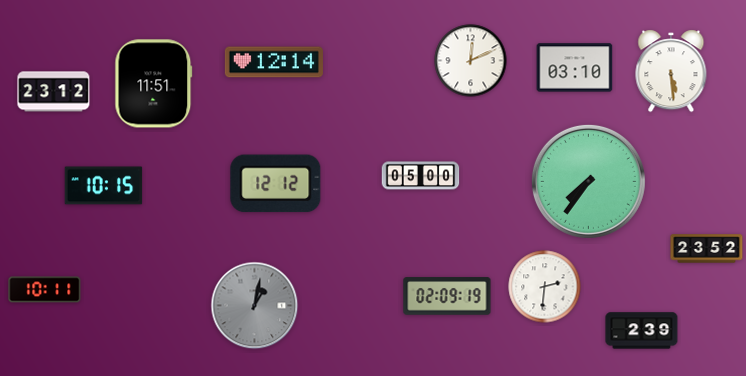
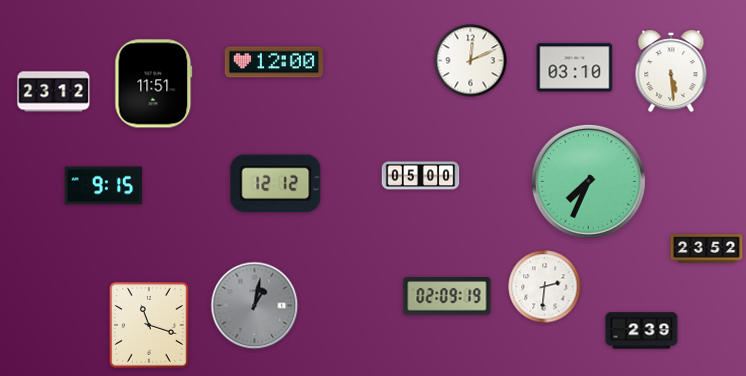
clock at (274, 62): 12:14 -> 12:00
clock at (588, 181): 7:36 -> 7:34
clock at (104, 186): 10:15 -> 9:15
clock at (45, 290): 10:11 -> none
clock at (149, 325): none -> 11:18
